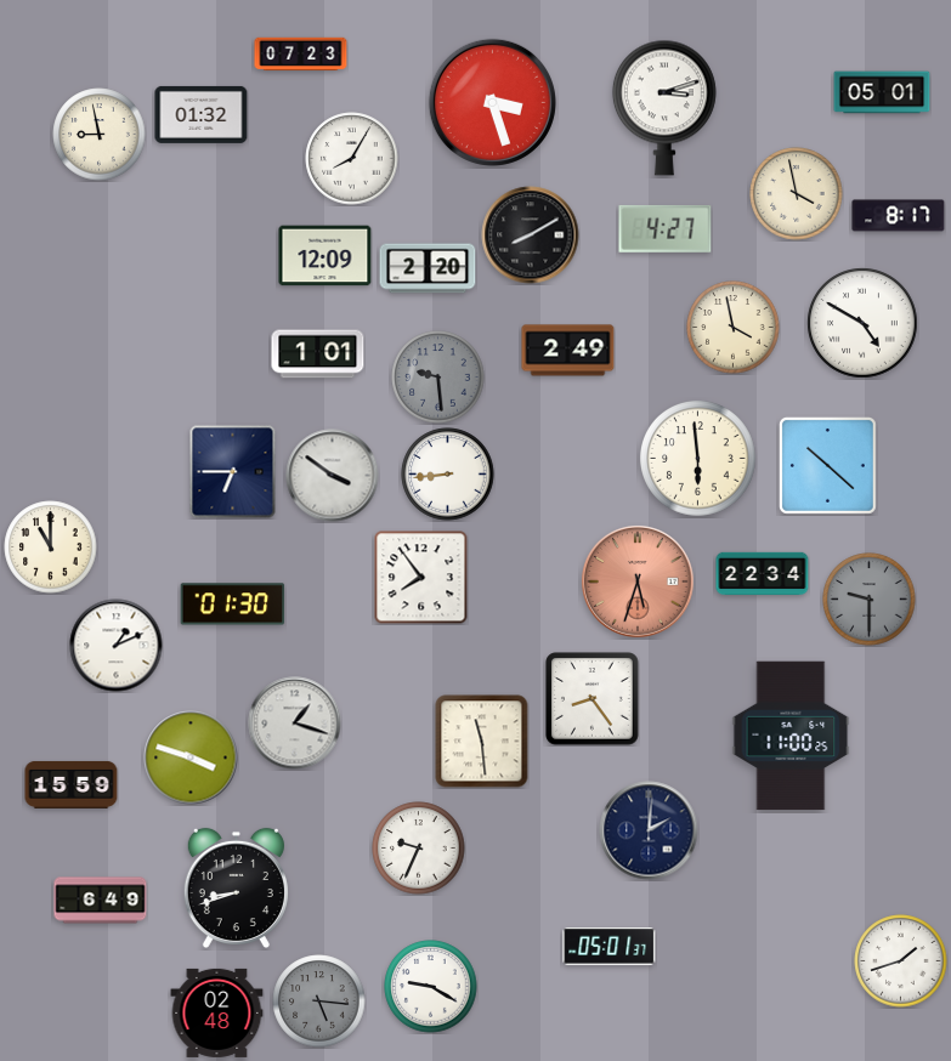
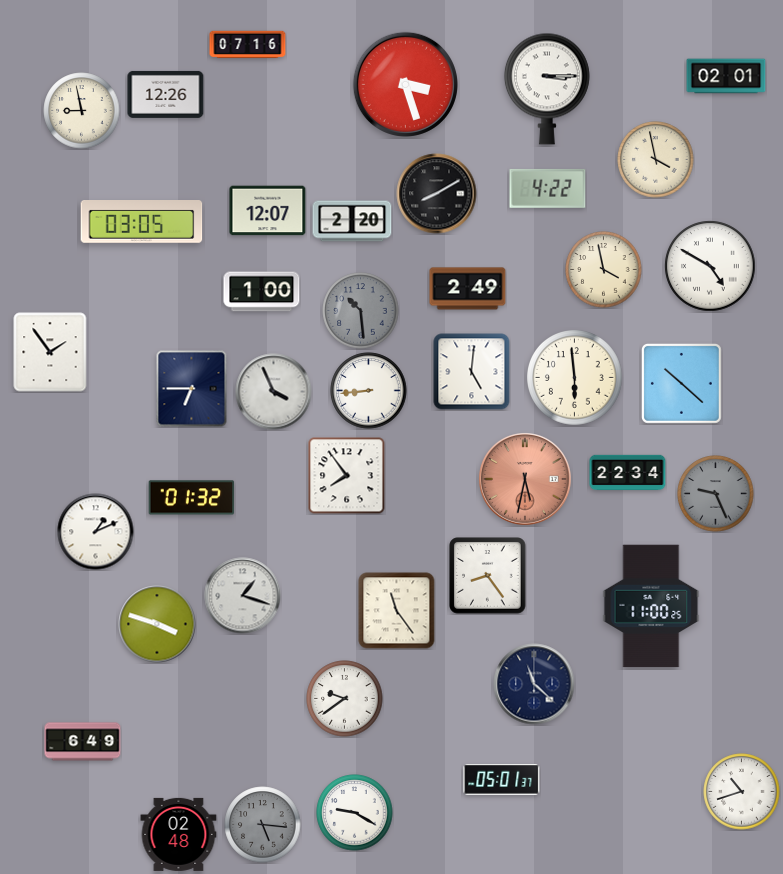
clock at (301, 55): 07:23 -> 07:16
clock at (882, 92): 05:01 -> 02:01
clock at (664, 108): 3:12 -> 3:15
clock at (202, 114): 01:32 -> 12:26
clock at (352, 159): 8:05 -> none
clock at (899, 216): 8:17 -> none
clock at (666, 228): 4:27 -> 4:22
clock at (326, 256): 12:09 -> 12:07
clock at (142, 222): none -> 03:05
clock at (318, 354): 1:01 -> 1:00
clock at (438, 378): 9:29 -> 10:29
clock at (50, 352): none -> 1:54
clock at (472, 372): none -> 5:01
clock at (333, 476): 3:51 -> 3:56
clock at (51, 547): 11:00 -> none
clock at (639, 583): 5:33 -> 5:32
clock at (870, 600): 9:30 -> 9:26
clock at (233, 605): 01:30 -> 01:32
clock at (482, 742): 11:29 -> 11:24
clock at (72, 784): 15:59 -> none
clock at (649, 830): 2:01 -> 11:22
clock at (419, 849): 9:34 -> 9:39
clock at (236, 889): 8:42 -> none
clock at (901, 961): 1:42 -> 10:42
